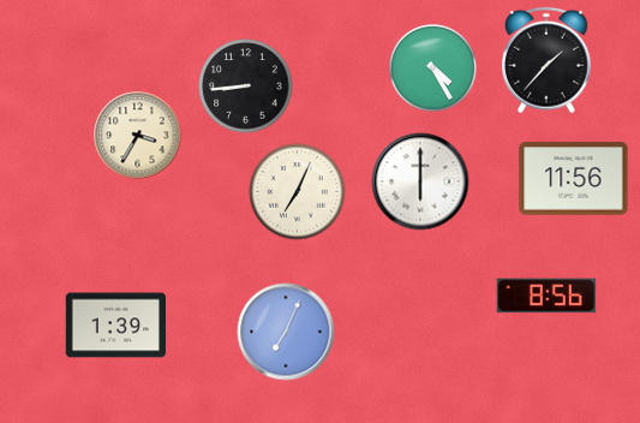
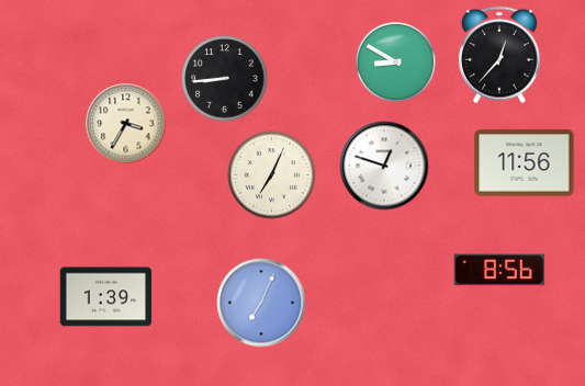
clock at (546, 60): 1:37 -> 12:37
clock at (433, 68): 4:25 -> 8:50
clock at (420, 181): 6:00 -> 12:48
